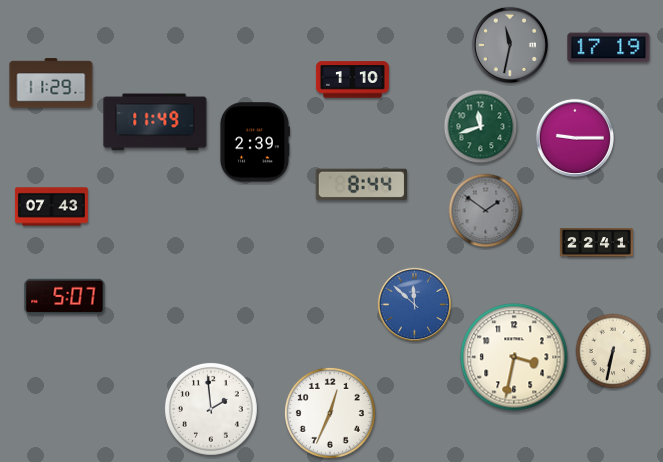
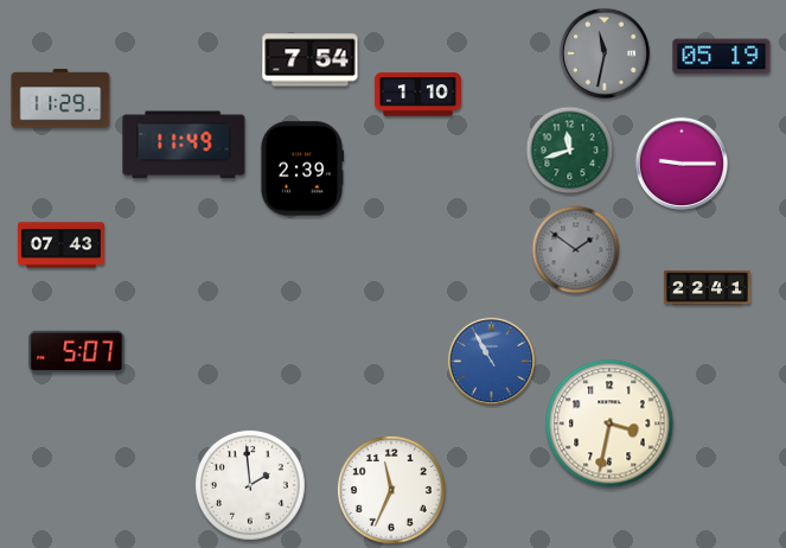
clock at (609, 48): 17:19 -> 05:19
clock at (311, 60): none -> 7:54
clock at (361, 185): 8:44 -> none
clock at (414, 304): 11:52 -> 10:55
clock at (613, 351): 6:32 -> none
clock at (330, 413): 12:34 -> 11:34
